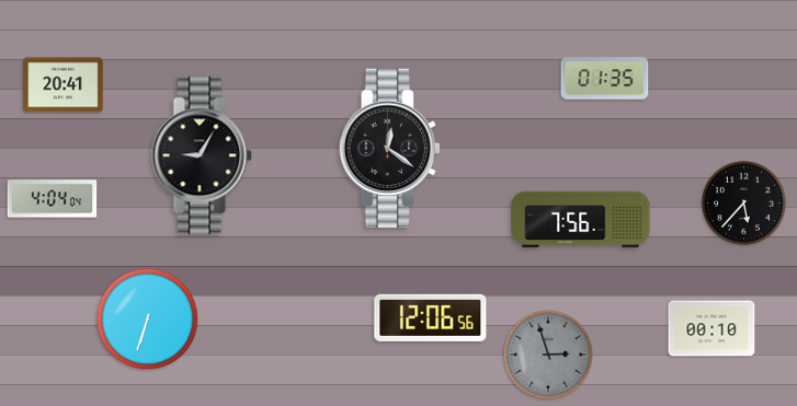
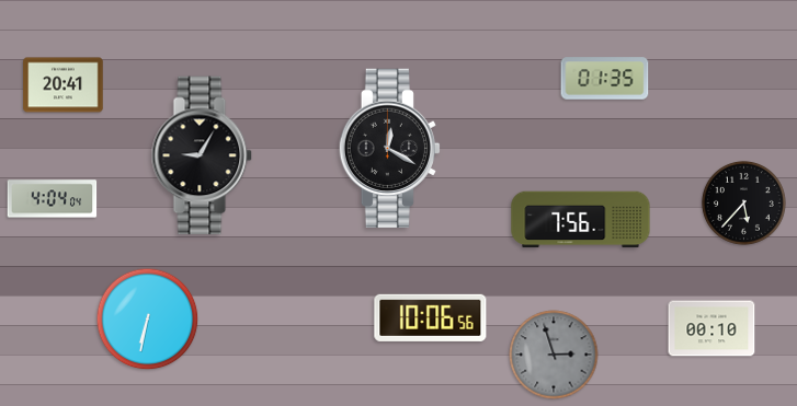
clock at (389, 149): 12:21 -> 12:20
clock at (431, 317): 12:06 -> 10:06
clock at (148, 320): 6:33 -> 6:32
clock at (548, 355) position: (548, 355) -> (554, 355)
